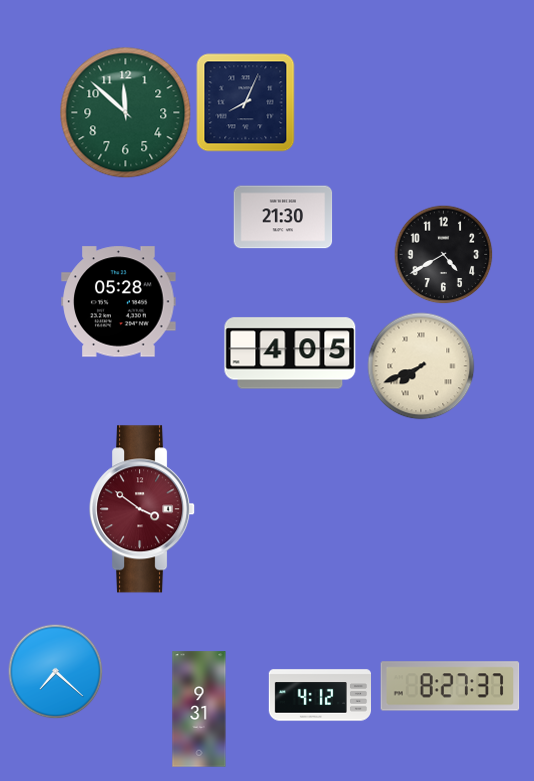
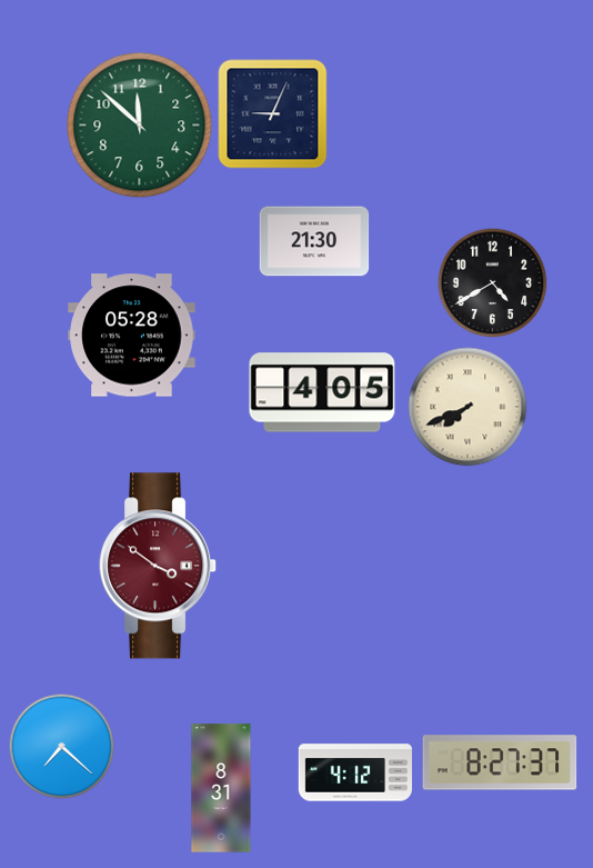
clock at (246, 103): 8:04 -> 9:04
clock at (199, 709): 9:31 -> 8:31
